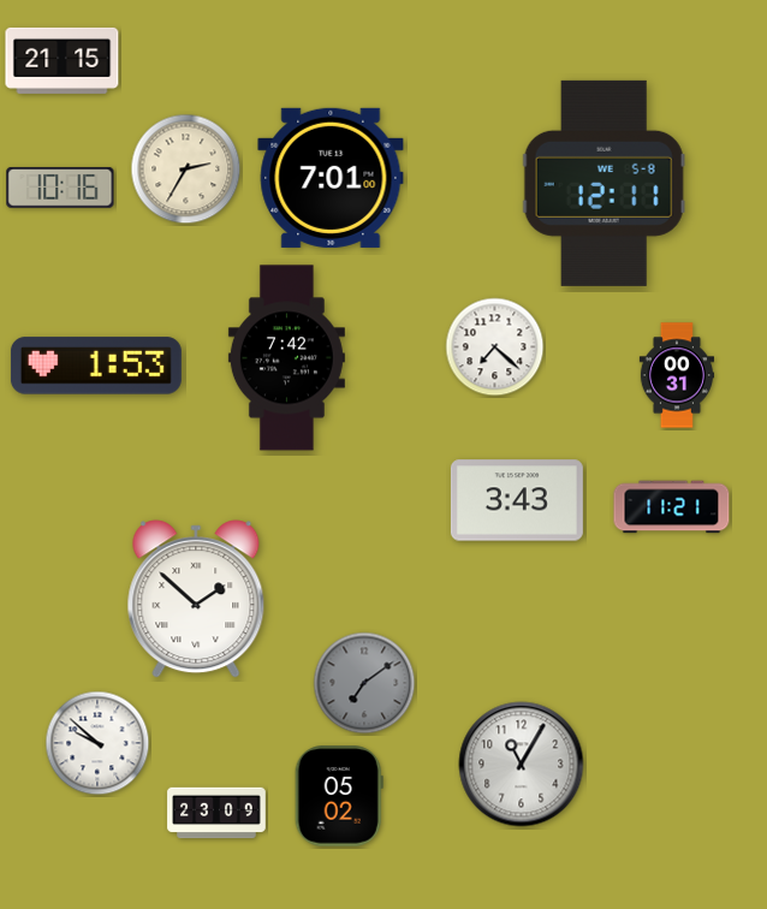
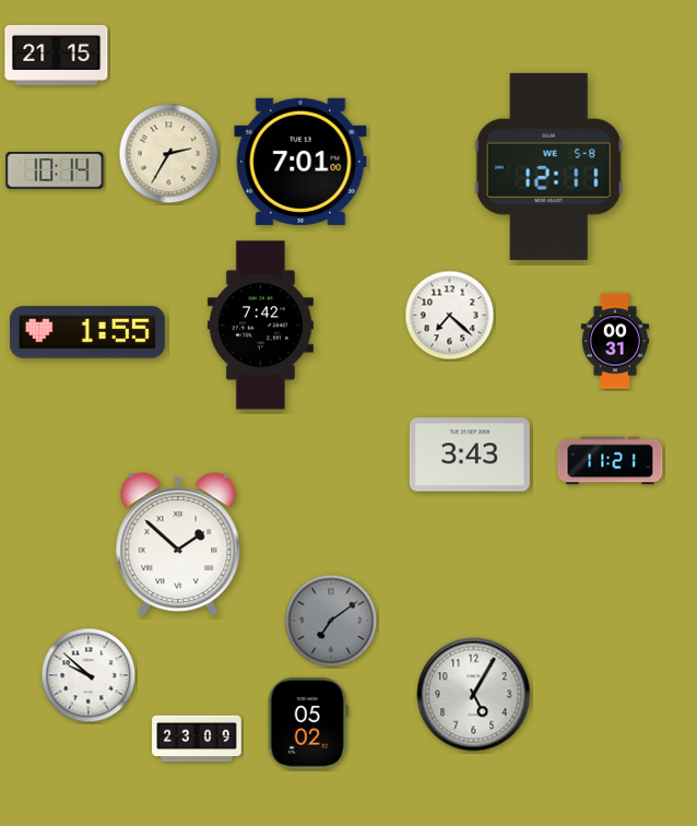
clock at (60, 188): 10:16 -> 10:14
clock at (96, 366): 1:53 -> 1:55
clock at (522, 765): 11:05 -> 5:05
